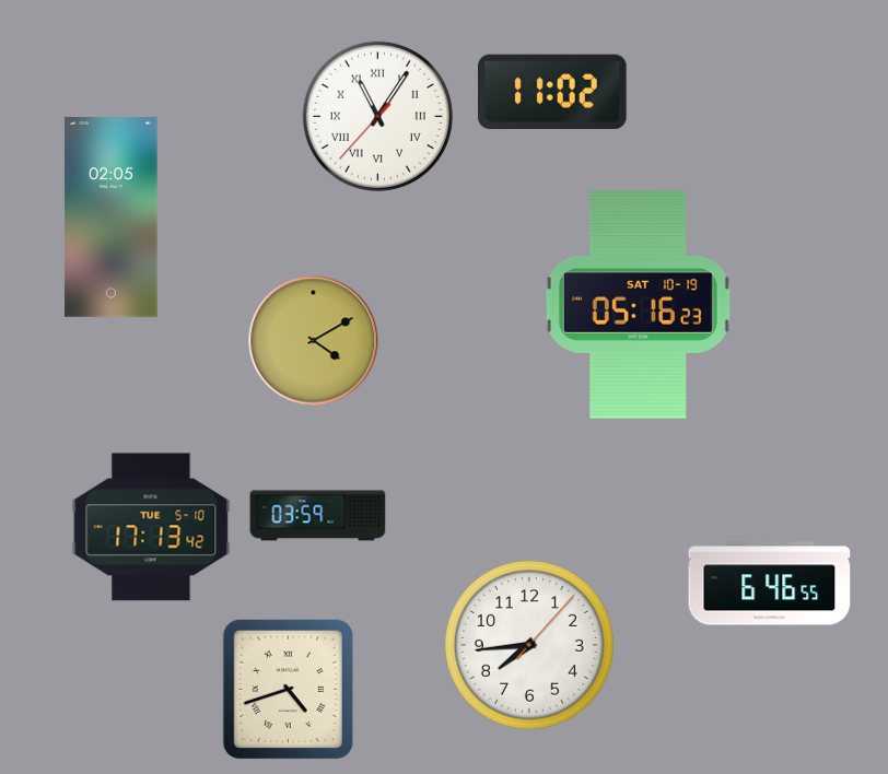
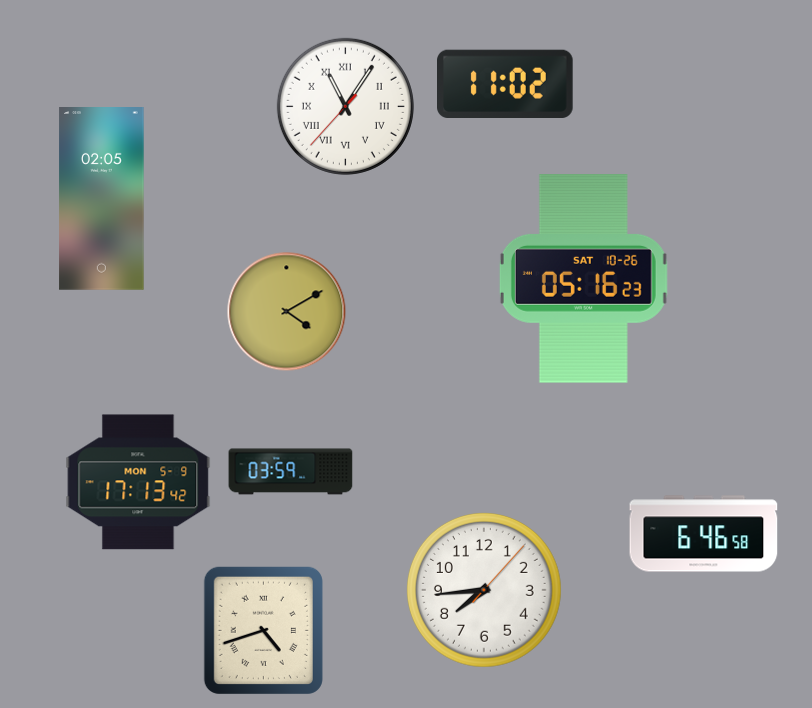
clock at (638, 305) date: SAT 10-19 -> SAT 10-26
clock at (151, 527) date: TUE 5-10 -> MON 5-9
clock at (770, 584): 6:46:55 -> 6:46:58
